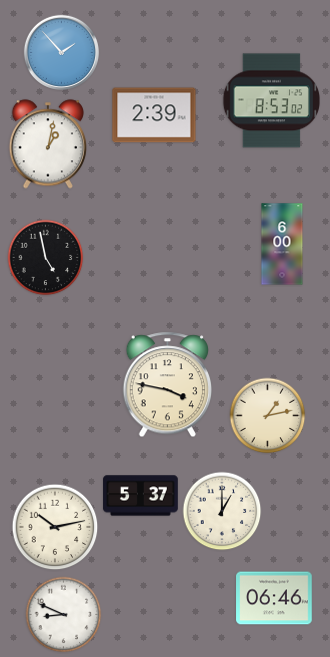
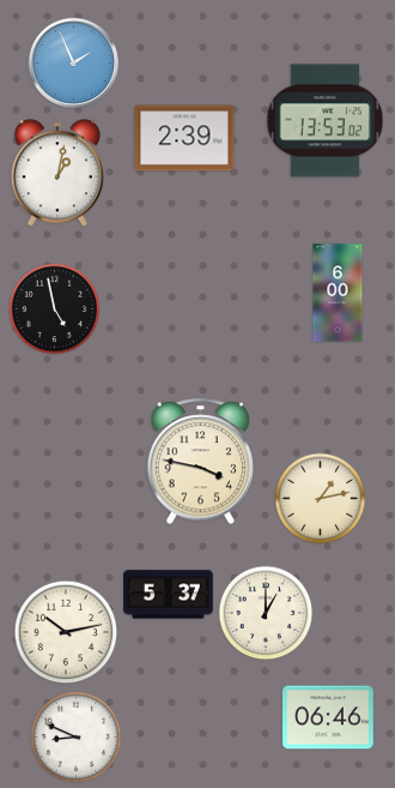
clock at (61, 52): 1:53 -> 1:56
clock at (271, 101): 8:53 -> 13:53
